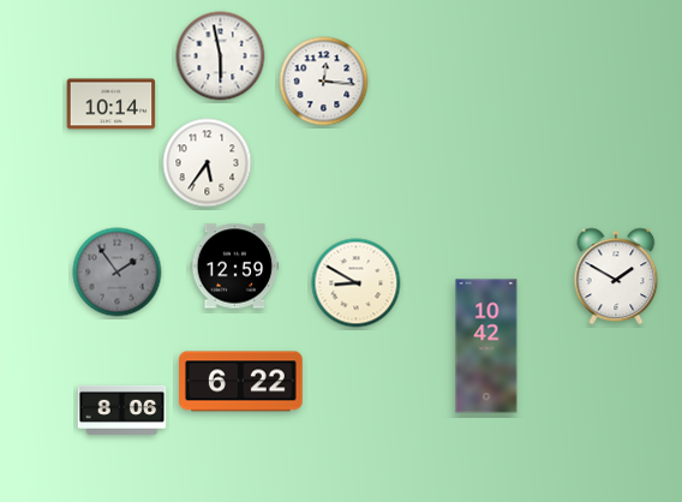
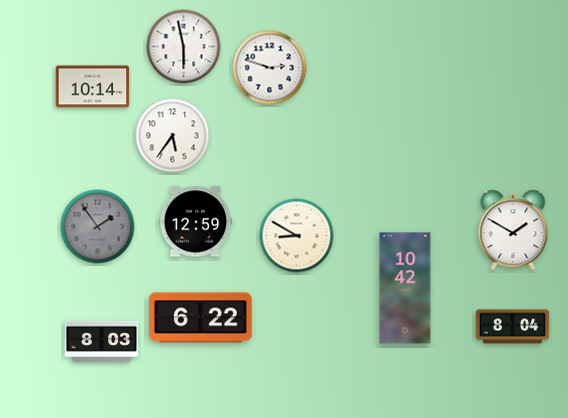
clock at (324, 82): 12:16 -> 2:48
clock at (513, 327): none -> 8:04
clock at (122, 410): 8:06 -> 8:03
